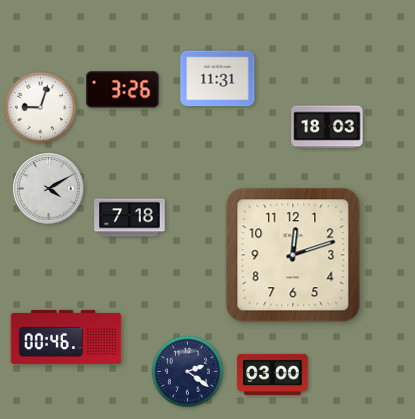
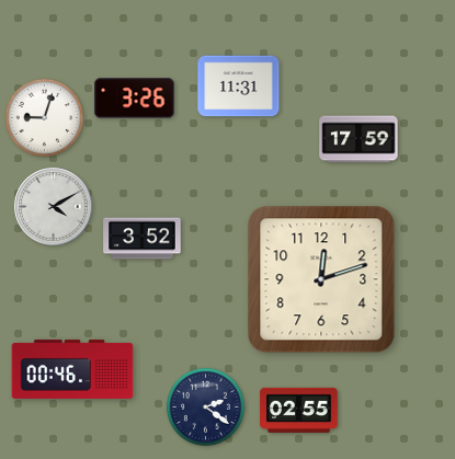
clock at (327, 127): 18:03 -> 17:59
clock at (130, 218): 7:18 -> 3:52
clock at (273, 374): 03:00 -> 02:55
